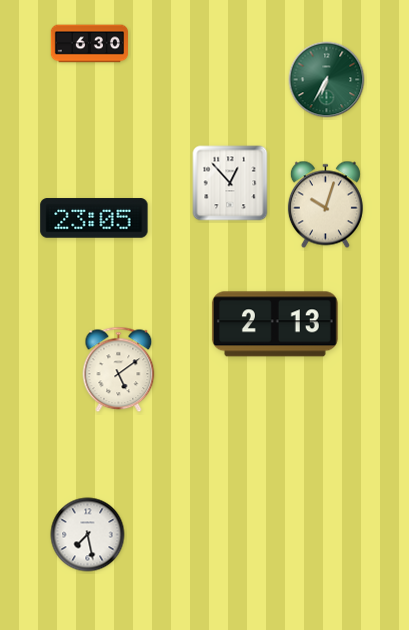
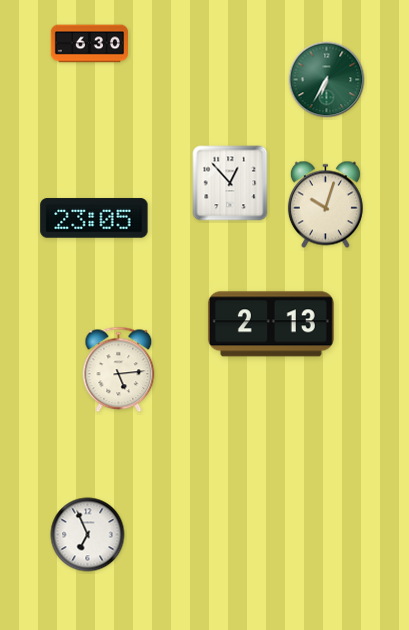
clock at (275, 324) position: (275, 324) -> (271, 324)
clock at (119, 370): 5:09 -> 5:14
clock at (88, 535): 7:28 -> 6:56
